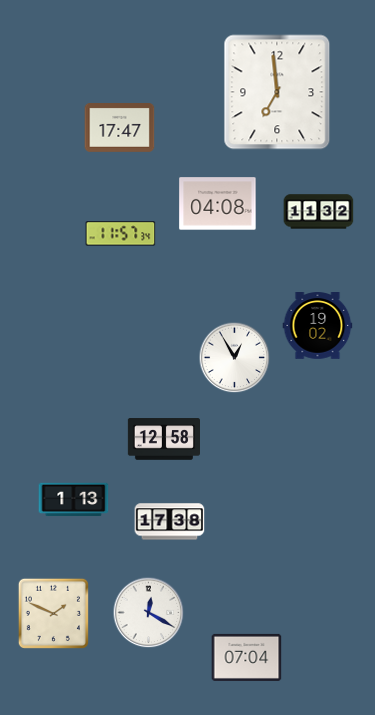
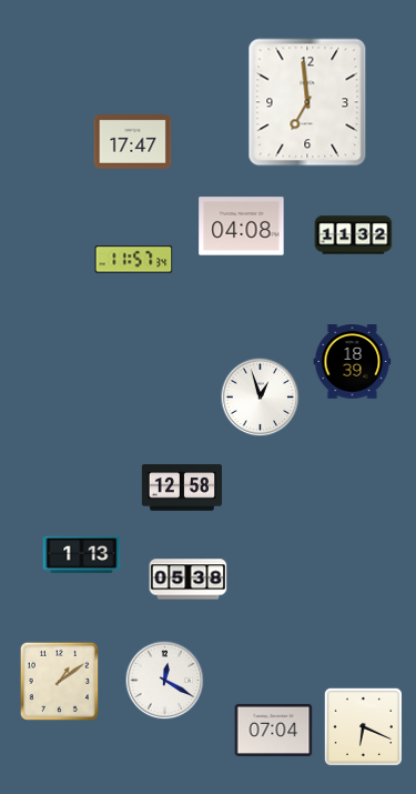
clock at (318, 326): 19:02 -> 18:39
clock at (235, 358): 12:55 -> 12:57
clock at (170, 522): 17:38 -> 05:38
clock at (53, 613): 1:49 -> 1:09
clock at (363, 726): none -> 6:19
